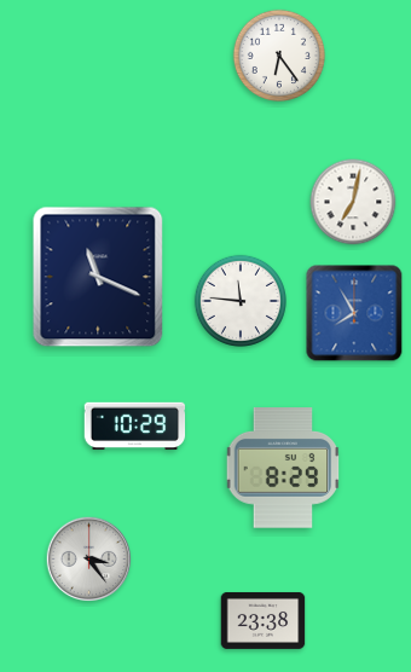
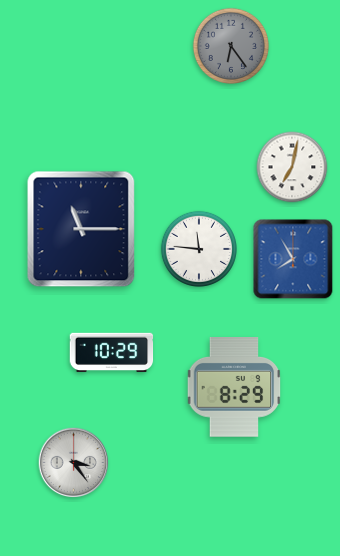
clock at (278, 54) dial: white -> grey
clock at (98, 277): 11:19 -> 11:15
clock at (264, 620): 23:38 -> none
